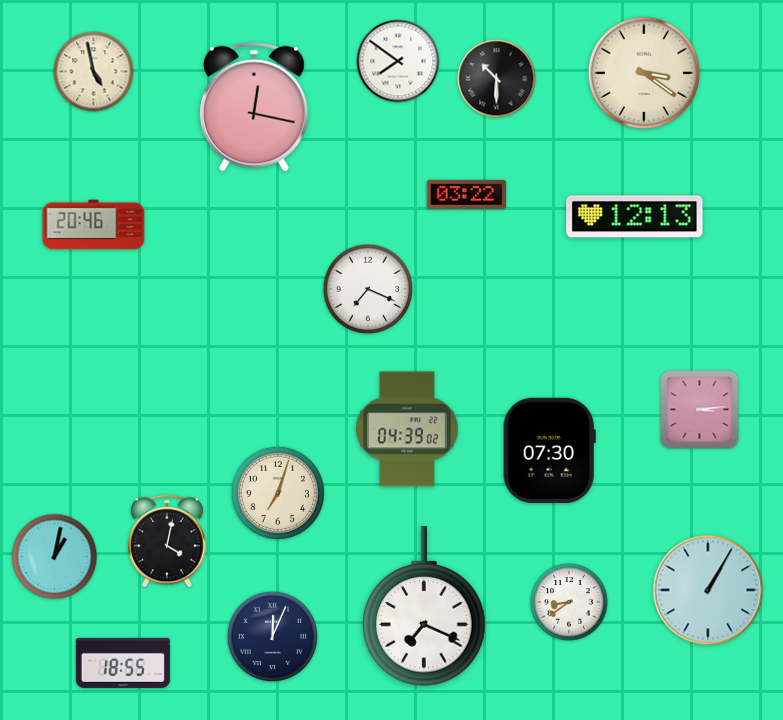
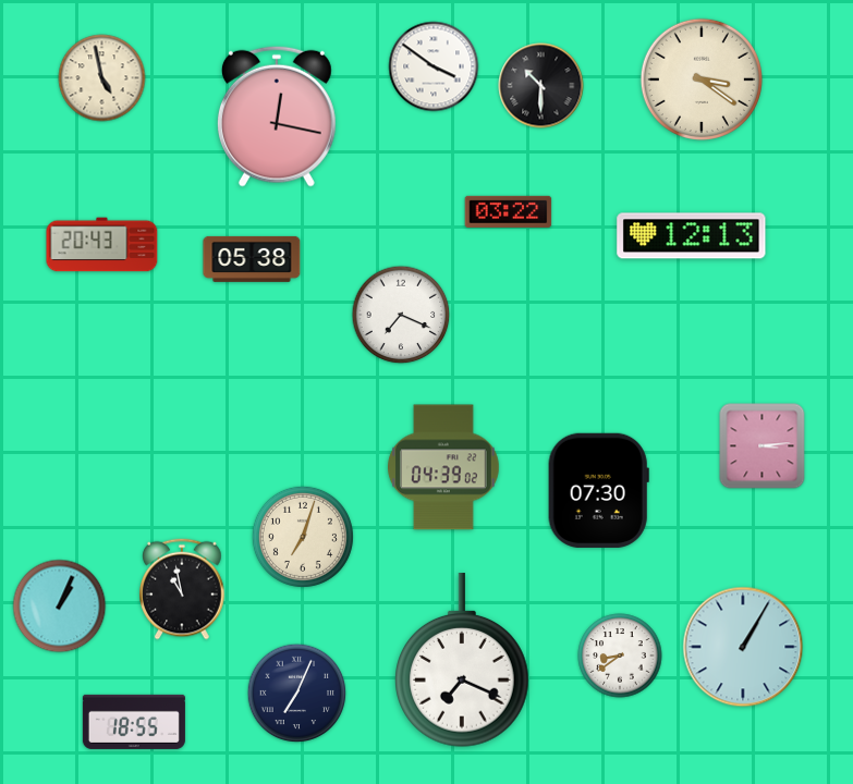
clock at (398, 61): 7:51 -> 3:51
clock at (94, 225): 20:46 -> 20:43
clock at (252, 259): none -> 05:38
clock at (167, 541): 4:02 -> 10:58
clock at (55, 557): 1:02 -> 1:04
clock at (708, 590) position: (708, 590) -> (743, 647)
clock at (273, 637): 12:04 -> 7:04
